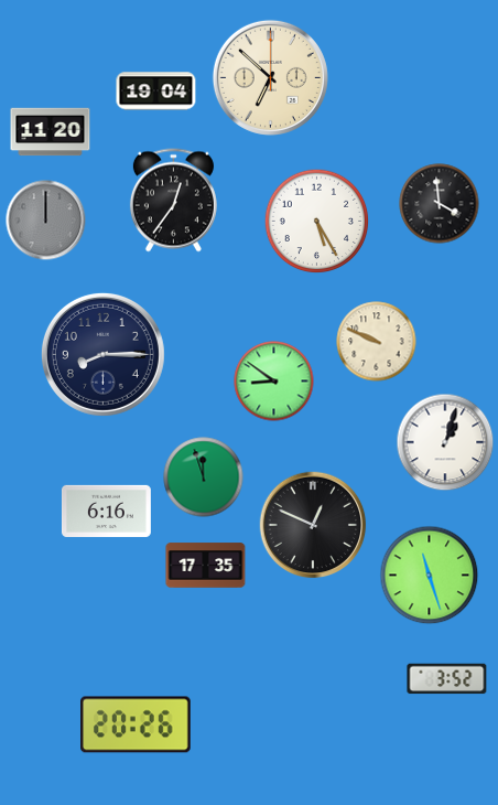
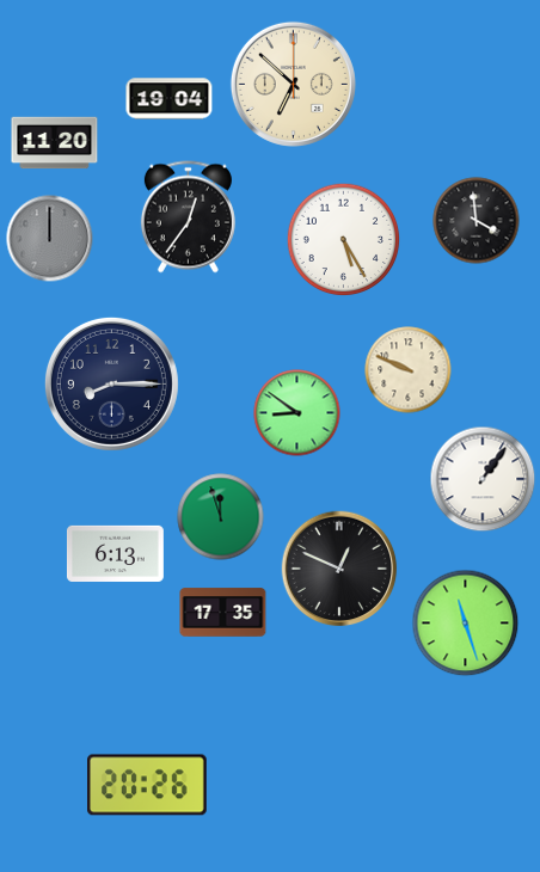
clock at (445, 442): 1:03 -> 1:06
clock at (106, 511): 6:16 -> 6:13
clock at (447, 679): 3:52 -> none
